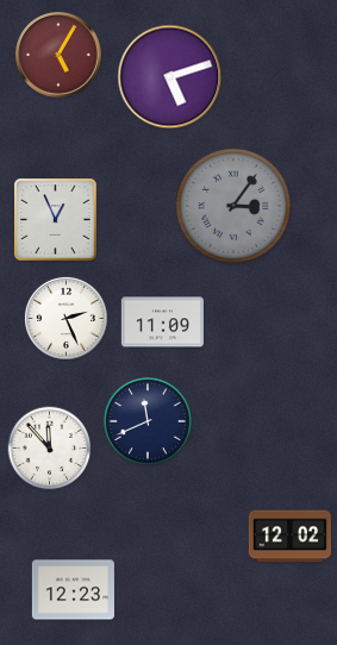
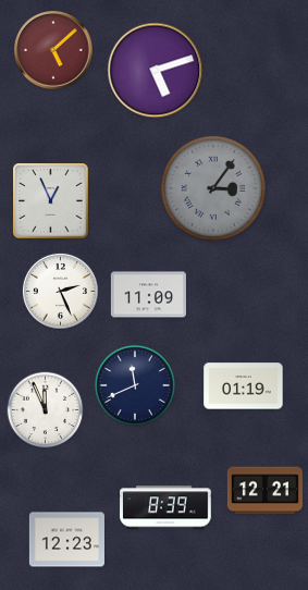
clock at (58, 55): 5:05 -> 5:08
clock at (244, 386): none -> 01:19
clock at (50, 449): 11:53 -> 11:56
clock at (289, 537): 12:02 -> 12:21
clock at (165, 507): none -> 8:39
